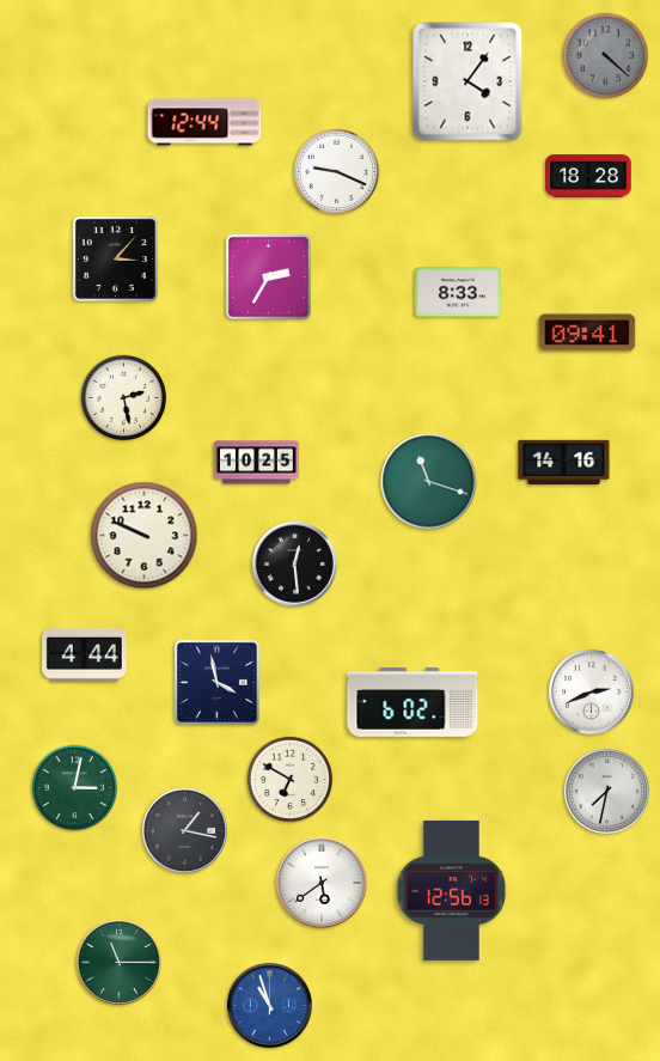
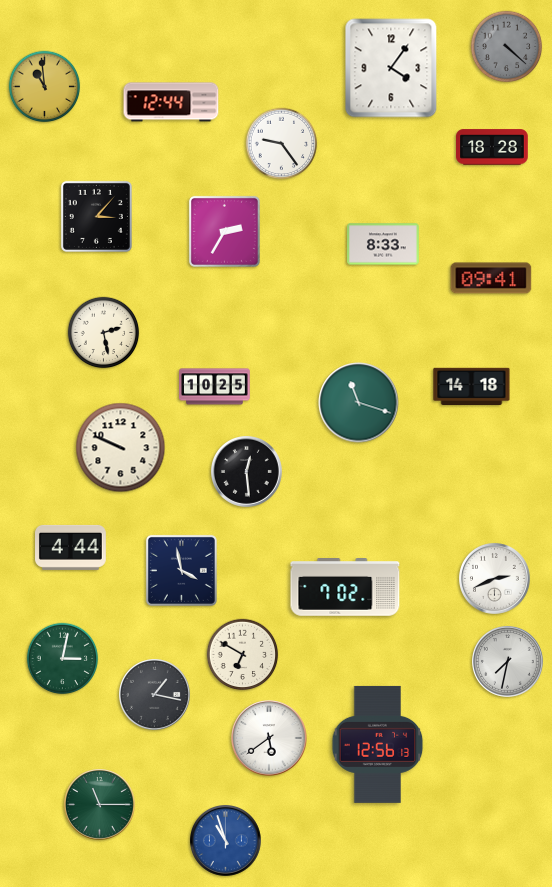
clock at (45, 87): none -> 10:59
clock at (337, 172): 9:19 -> 9:24
clock at (564, 462): 14:16 -> 14:18
clock at (412, 703): 6:02 -> 7:02
clock at (291, 780) position: (291, 780) -> (243, 655)
